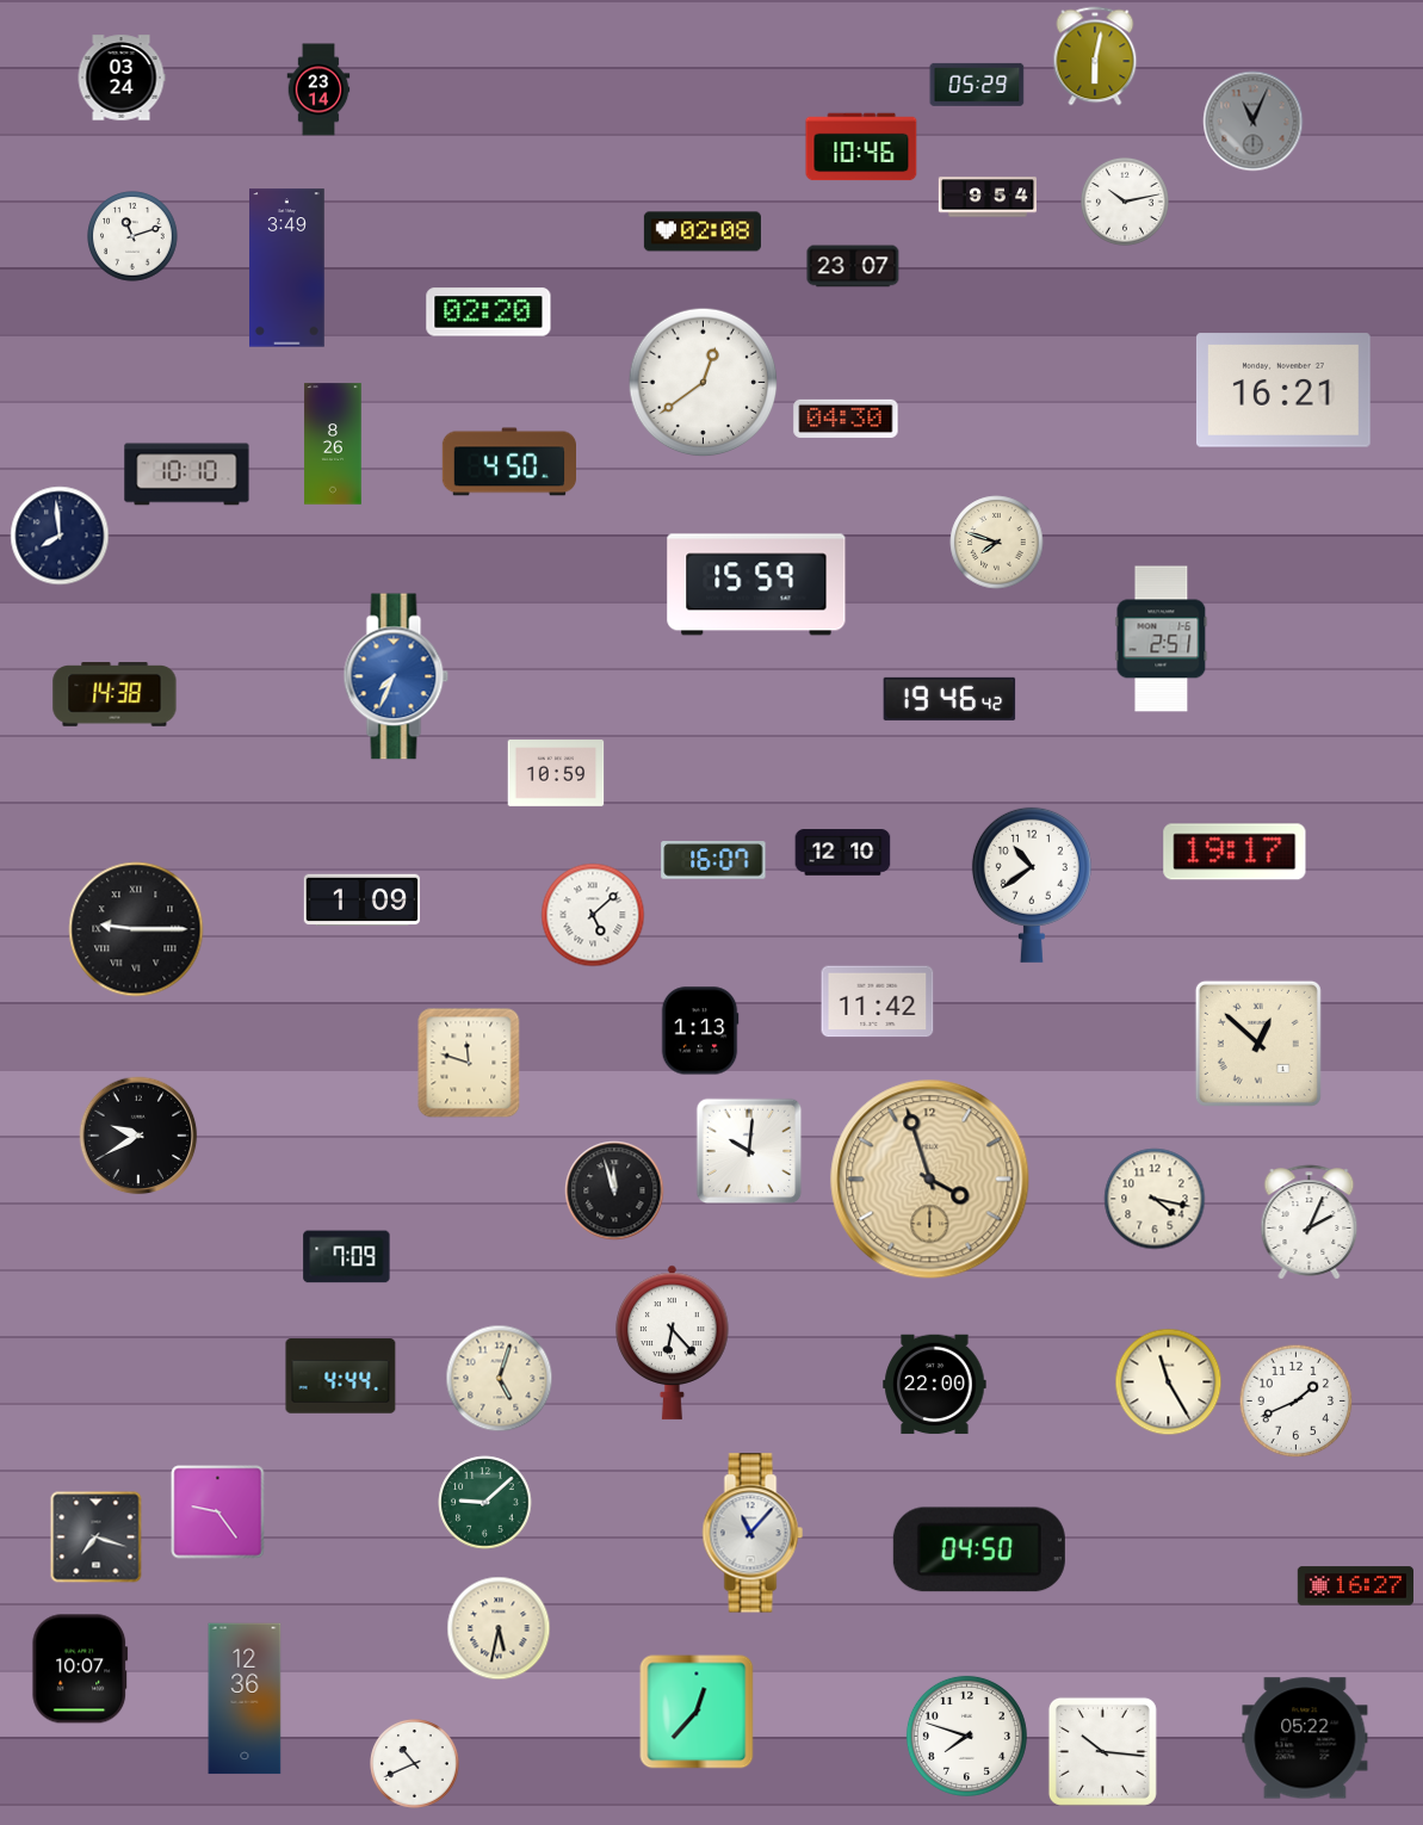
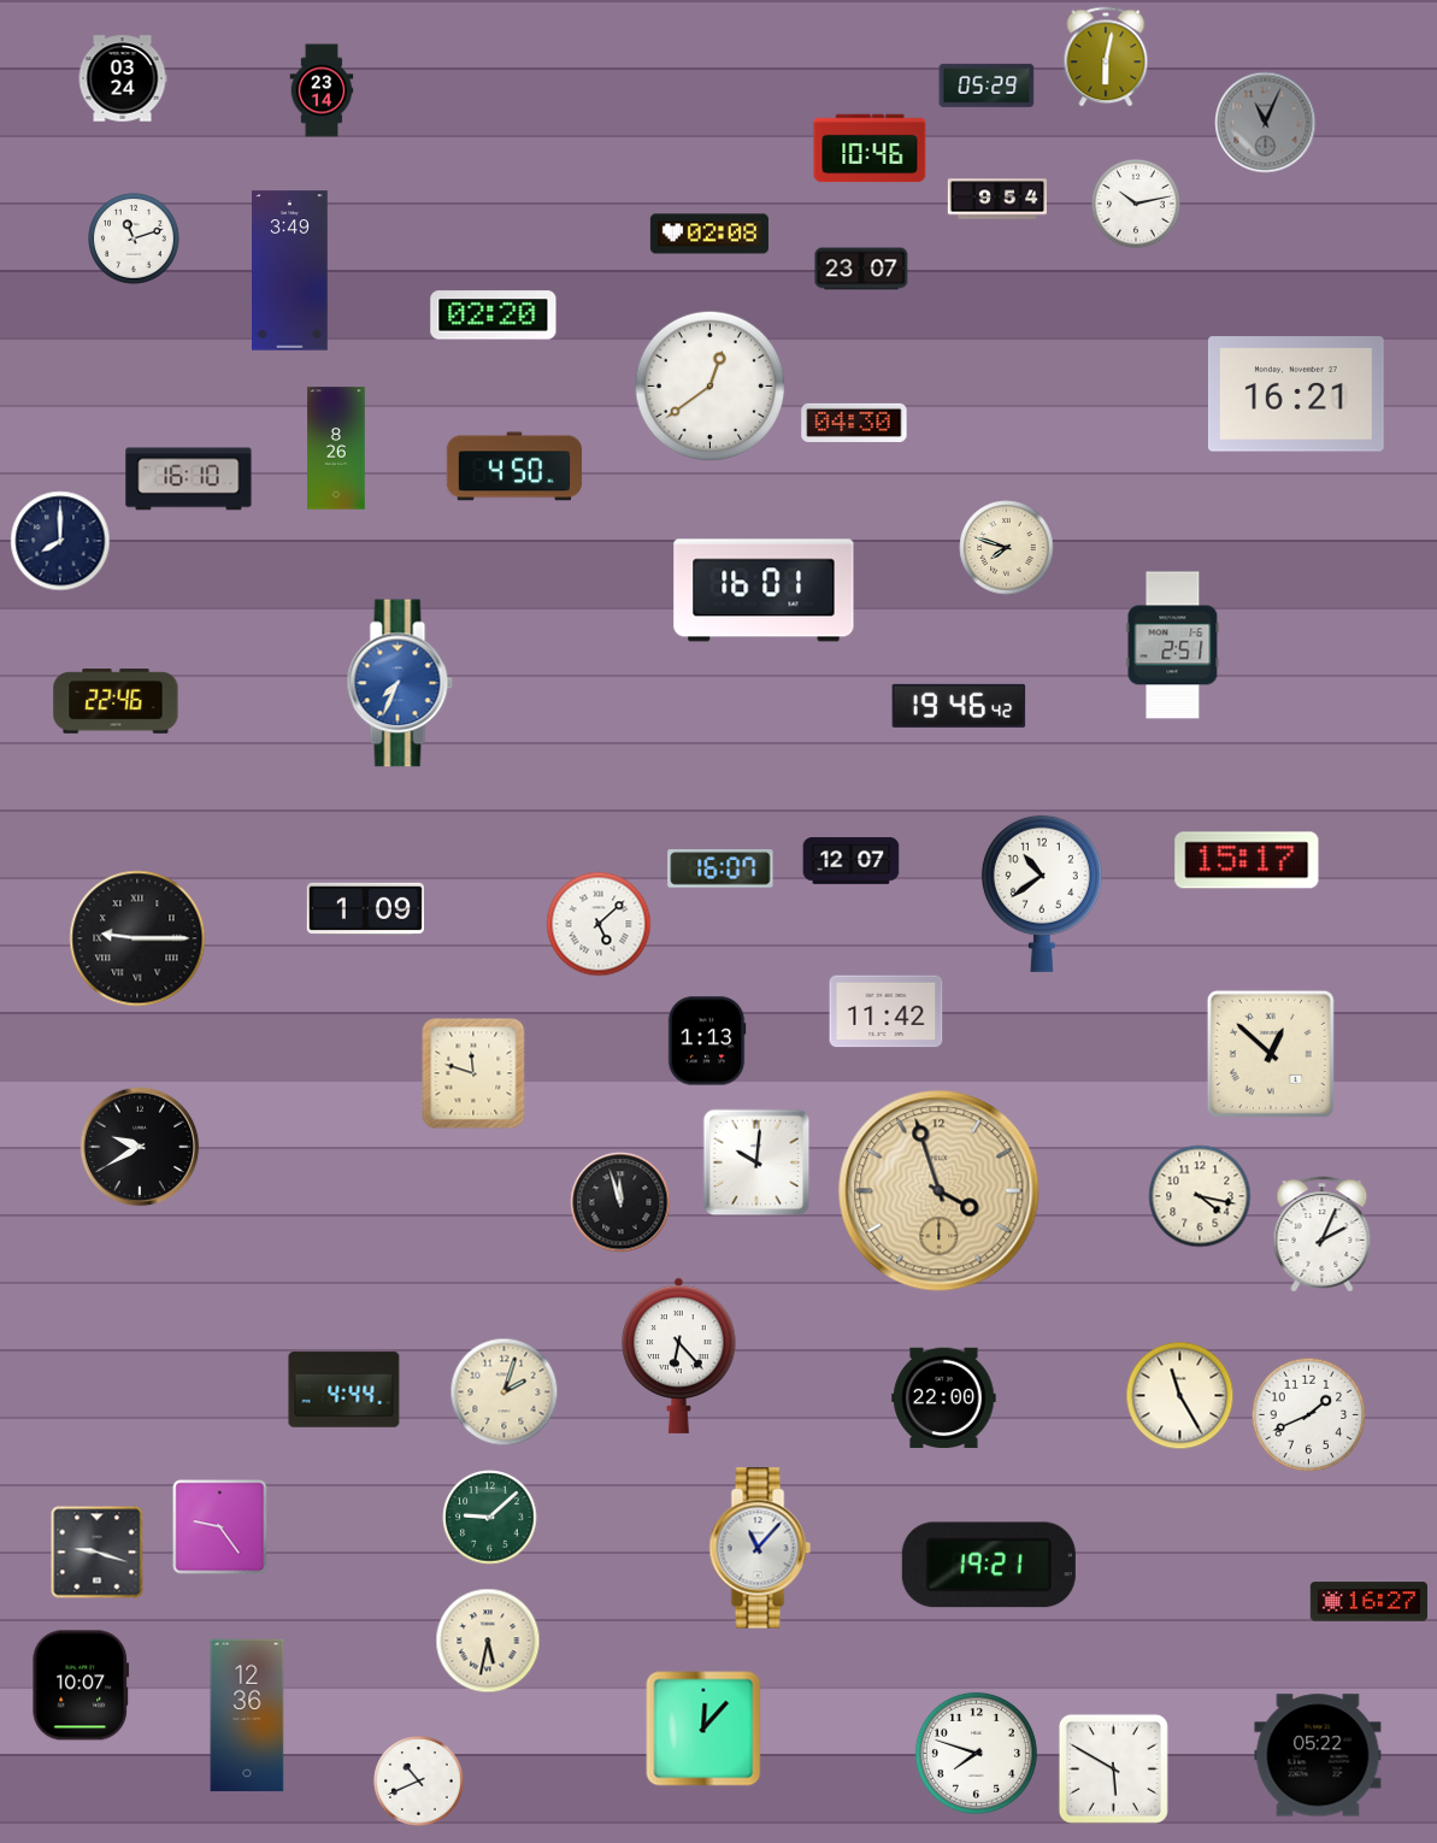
clock at (187, 475): 10:10 -> 16:10
clock at (60, 536): 7:59 -> 8:00
clock at (756, 584): 15:59 -> 16:01
clock at (115, 694): 14:38 -> 22:46
clock at (556, 774): 10:59 -> none
clock at (1235, 852): 19:17 -> 15:17
clock at (843, 853): 12:10 -> 12:07
clock at (1155, 1199) position: (1155, 1199) -> (1200, 1196)
clock at (347, 1257): 7:09 -> none
clock at (500, 1379): 5:03 -> 2:03
clock at (97, 1538): 7:18 -> 9:18
clock at (979, 1549): 04:50 -> 19:21
clock at (499, 1628) position: (499, 1628) -> (488, 1641)
clock at (697, 1712): 12:37 -> 12:07
clock at (1102, 1751): 10:16 -> 5:50
